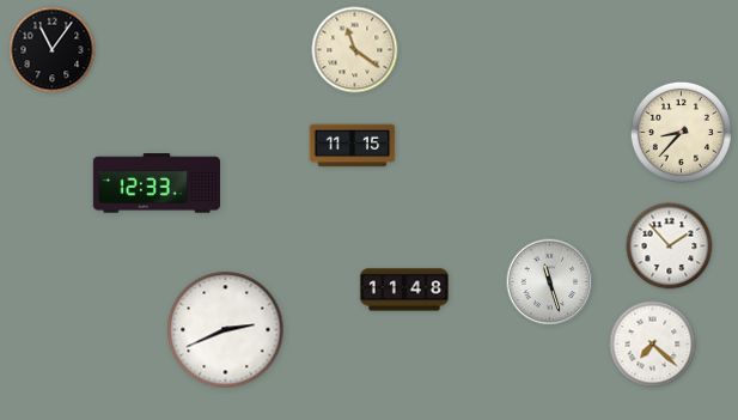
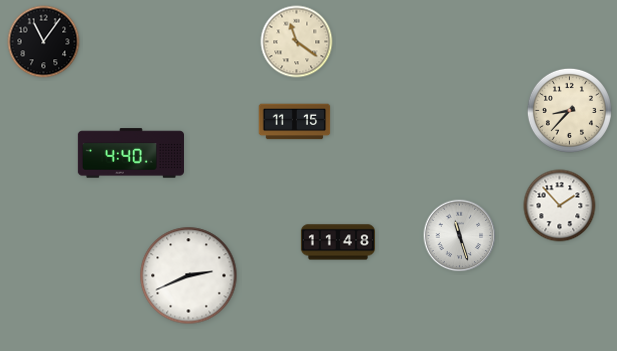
clock at (155, 183): 12:33 -> 4:40
clock at (653, 345): 7:22 -> none
